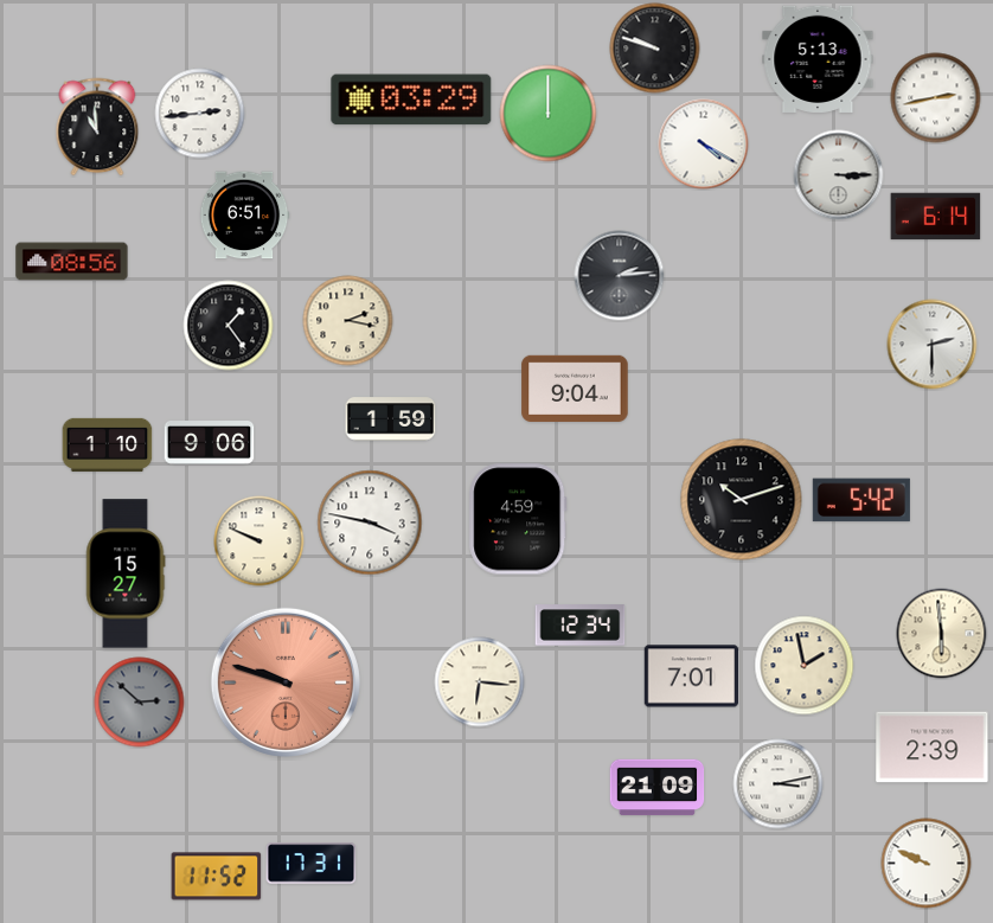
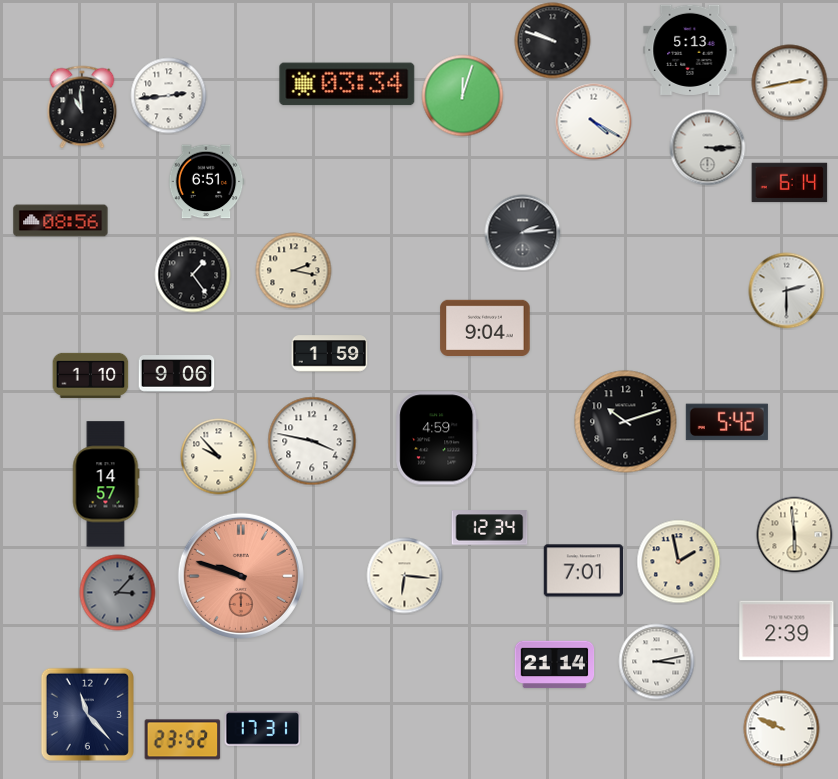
clock at (411, 100): 03:29 -> 03:34
clock at (549, 114): 12:00 -> 12:03
clock at (260, 541): 9:49 -> 9:53
clock at (126, 573): 15:27 -> 14:57
clock at (140, 703): 2:52 -> 3:07
clock at (658, 788): 21:09 -> 21:14
clock at (87, 714): none -> 11:23
clock at (217, 877): 11:52 -> 23:52
